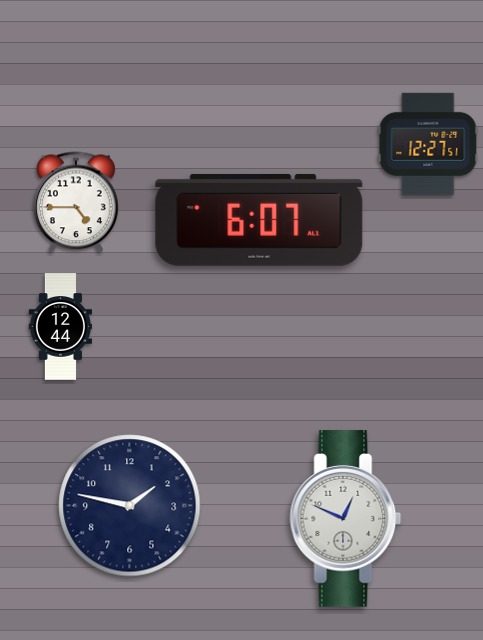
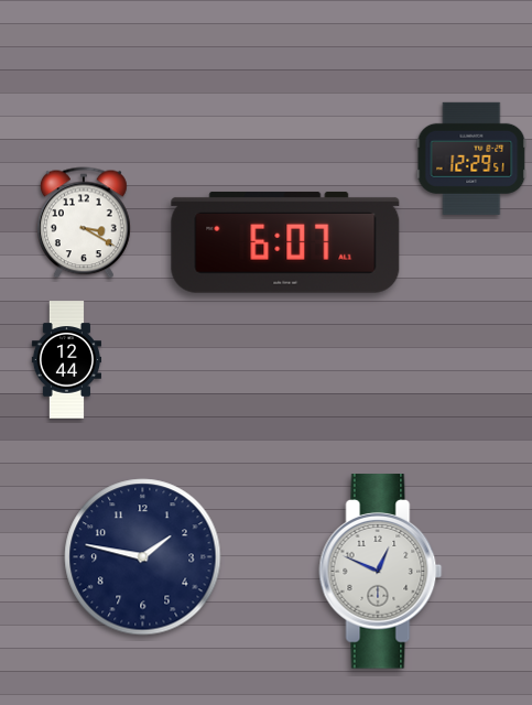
clock at (428, 144): 12:27 -> 12:29
clock at (77, 202): 4:45 -> 3:20
